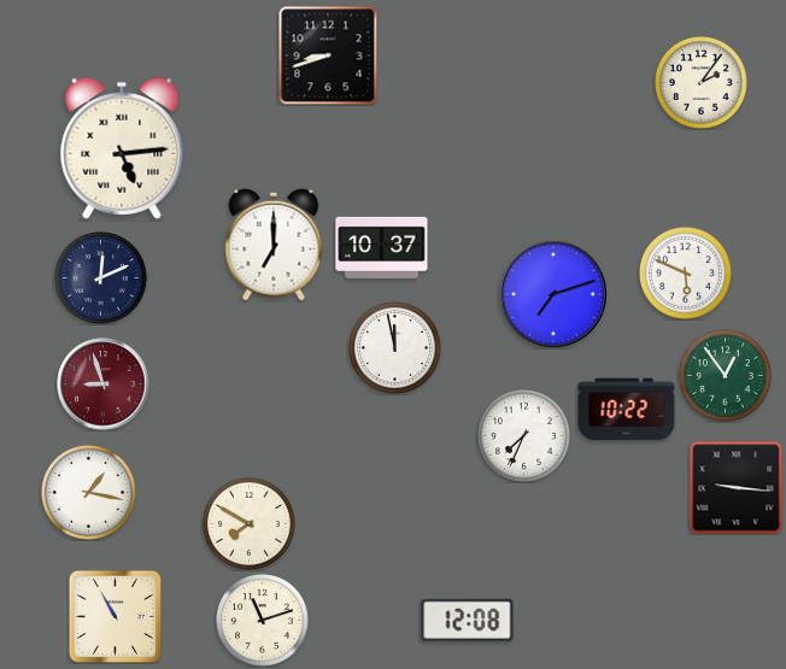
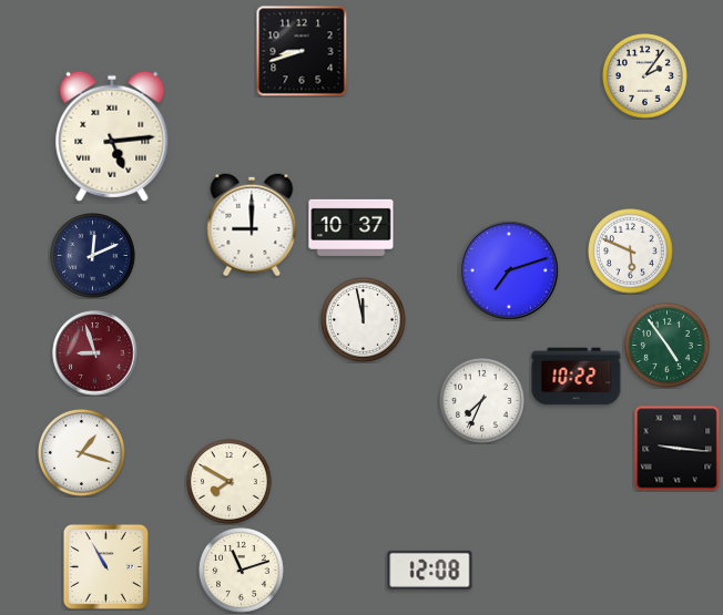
clock at (274, 245): 7:00 -> 9:00
clock at (726, 376): 12:54 -> 4:54
clock at (88, 492): 1:17 -> 1:18
